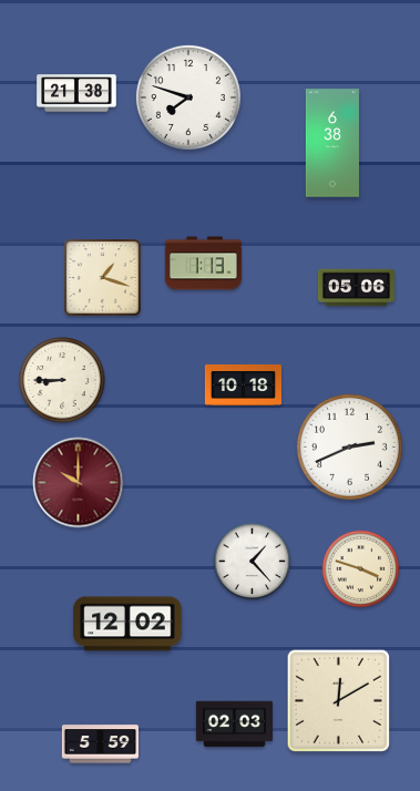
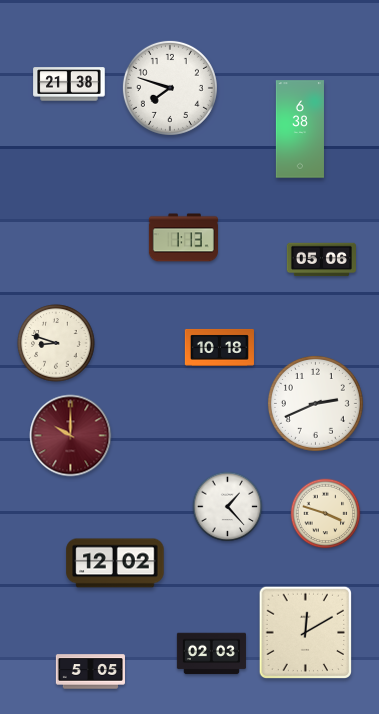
clock at (103, 278): 1:18 -> none
clock at (62, 380): 8:45 -> 8:48
clock at (100, 744): 5:59 -> 5:05
